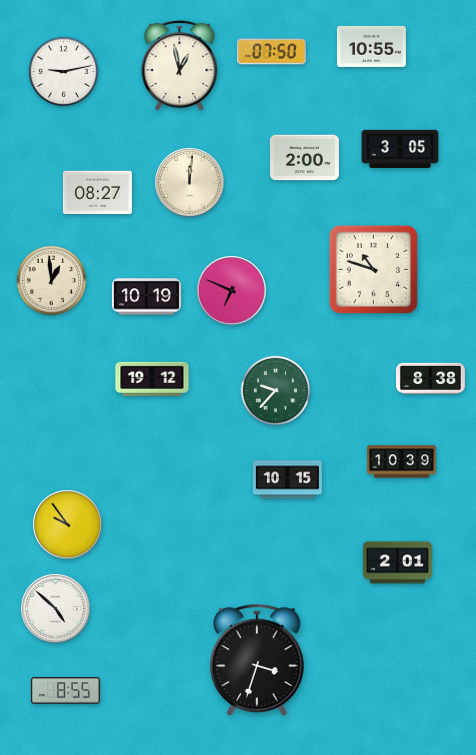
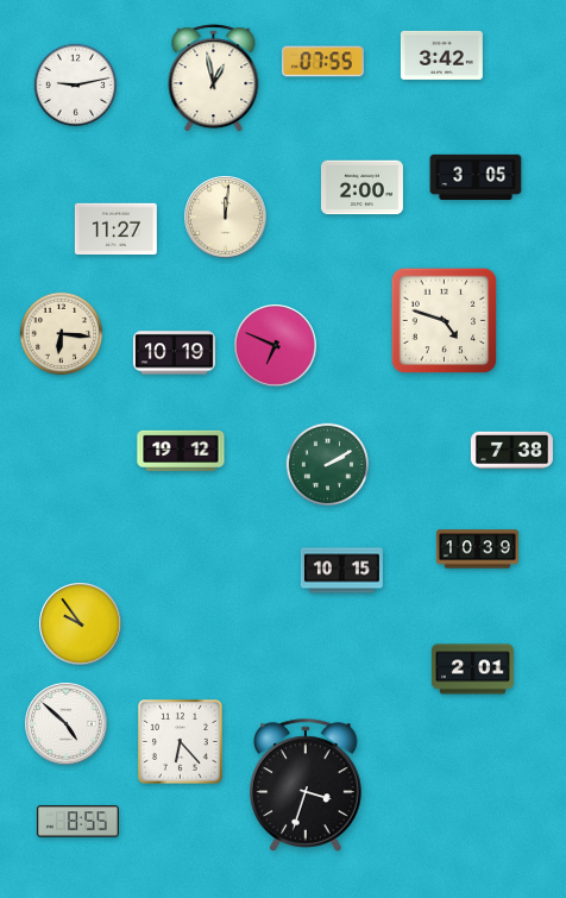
clock at (371, 46): 10:55 -> 3:42
clock at (271, 52): 07:50 -> 07:55
clock at (97, 193): 08:27 -> 11:27
clock at (374, 270): 10:48 -> 4:48
clock at (52, 281): 12:59 -> 6:16
clock at (430, 379): 8:38 -> 7:38
clock at (276, 391): 9:37 -> 2:10
clock at (181, 742): none -> 6:23
